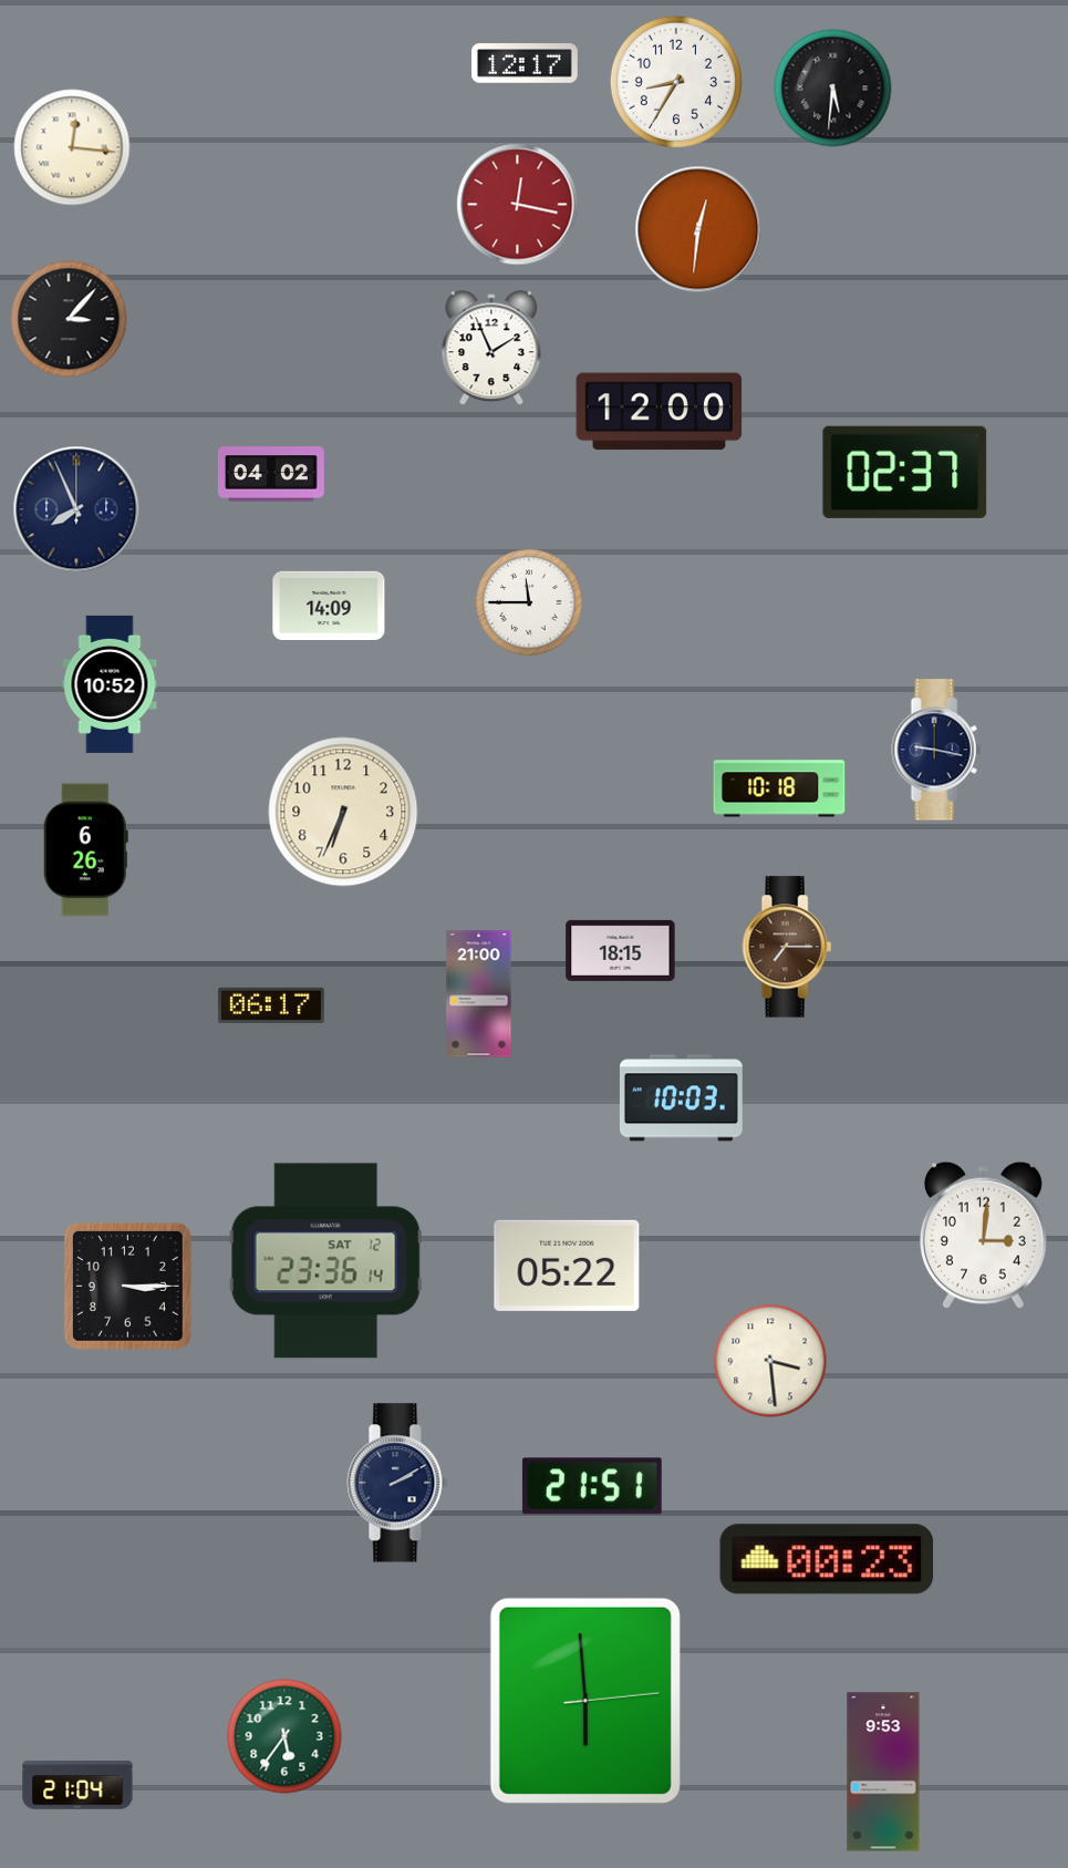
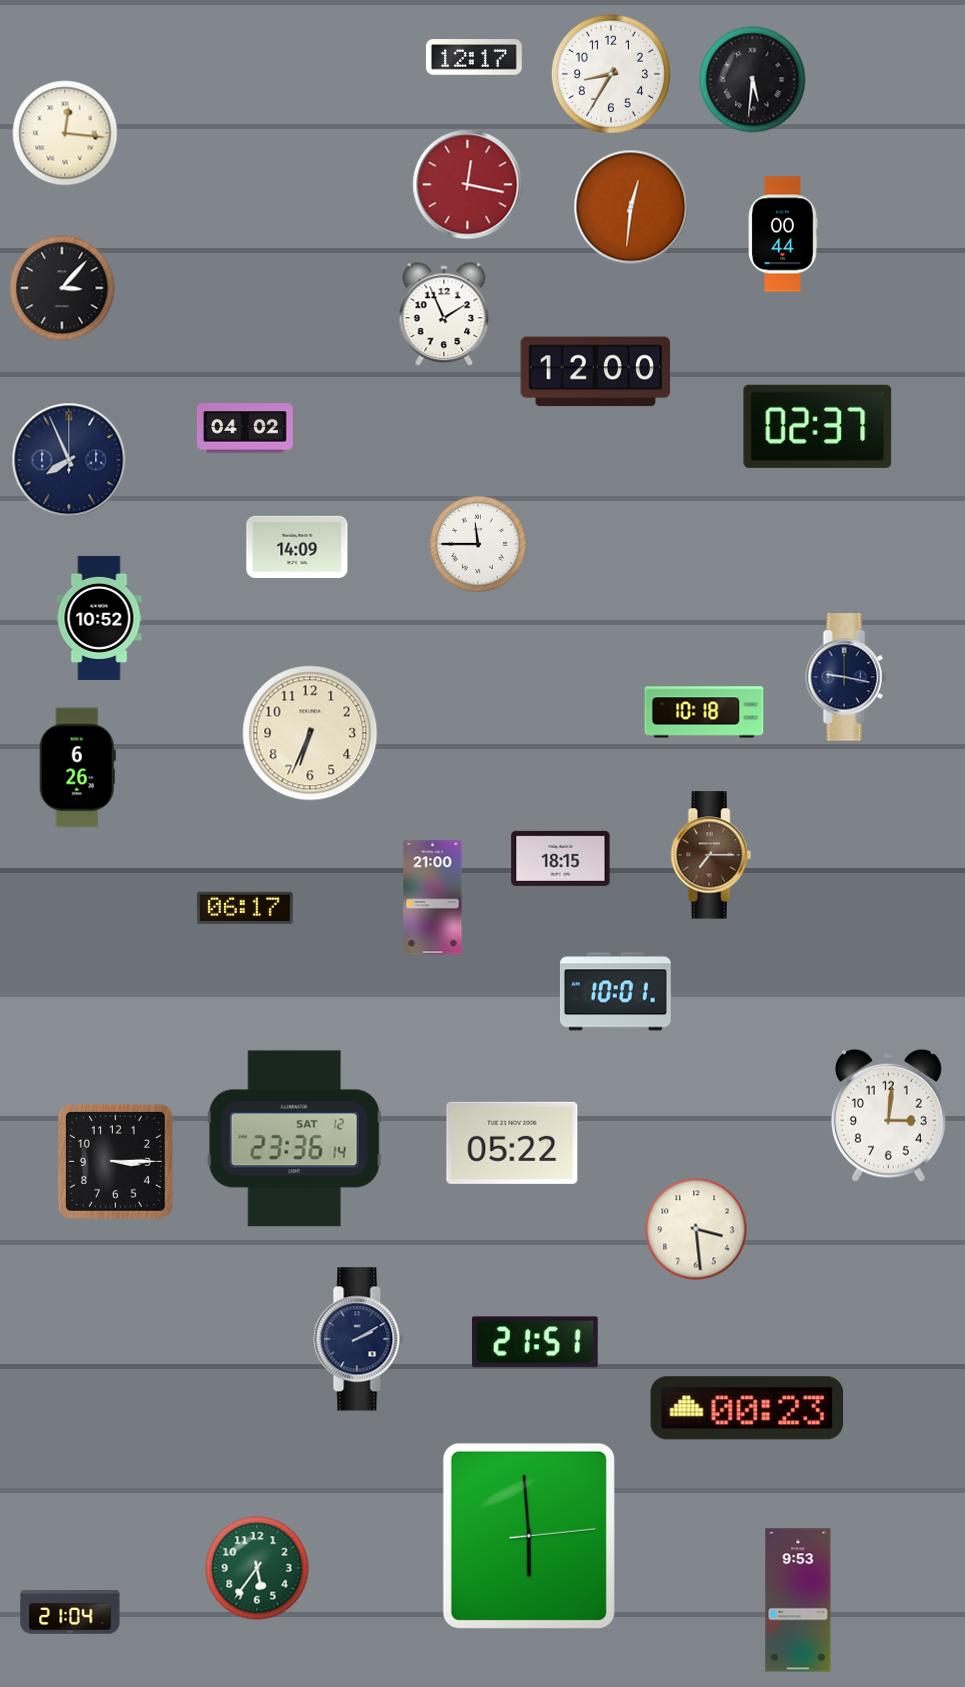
clock at (783, 234): none -> 00:44
clock at (682, 1098): 10:03 -> 10:01
